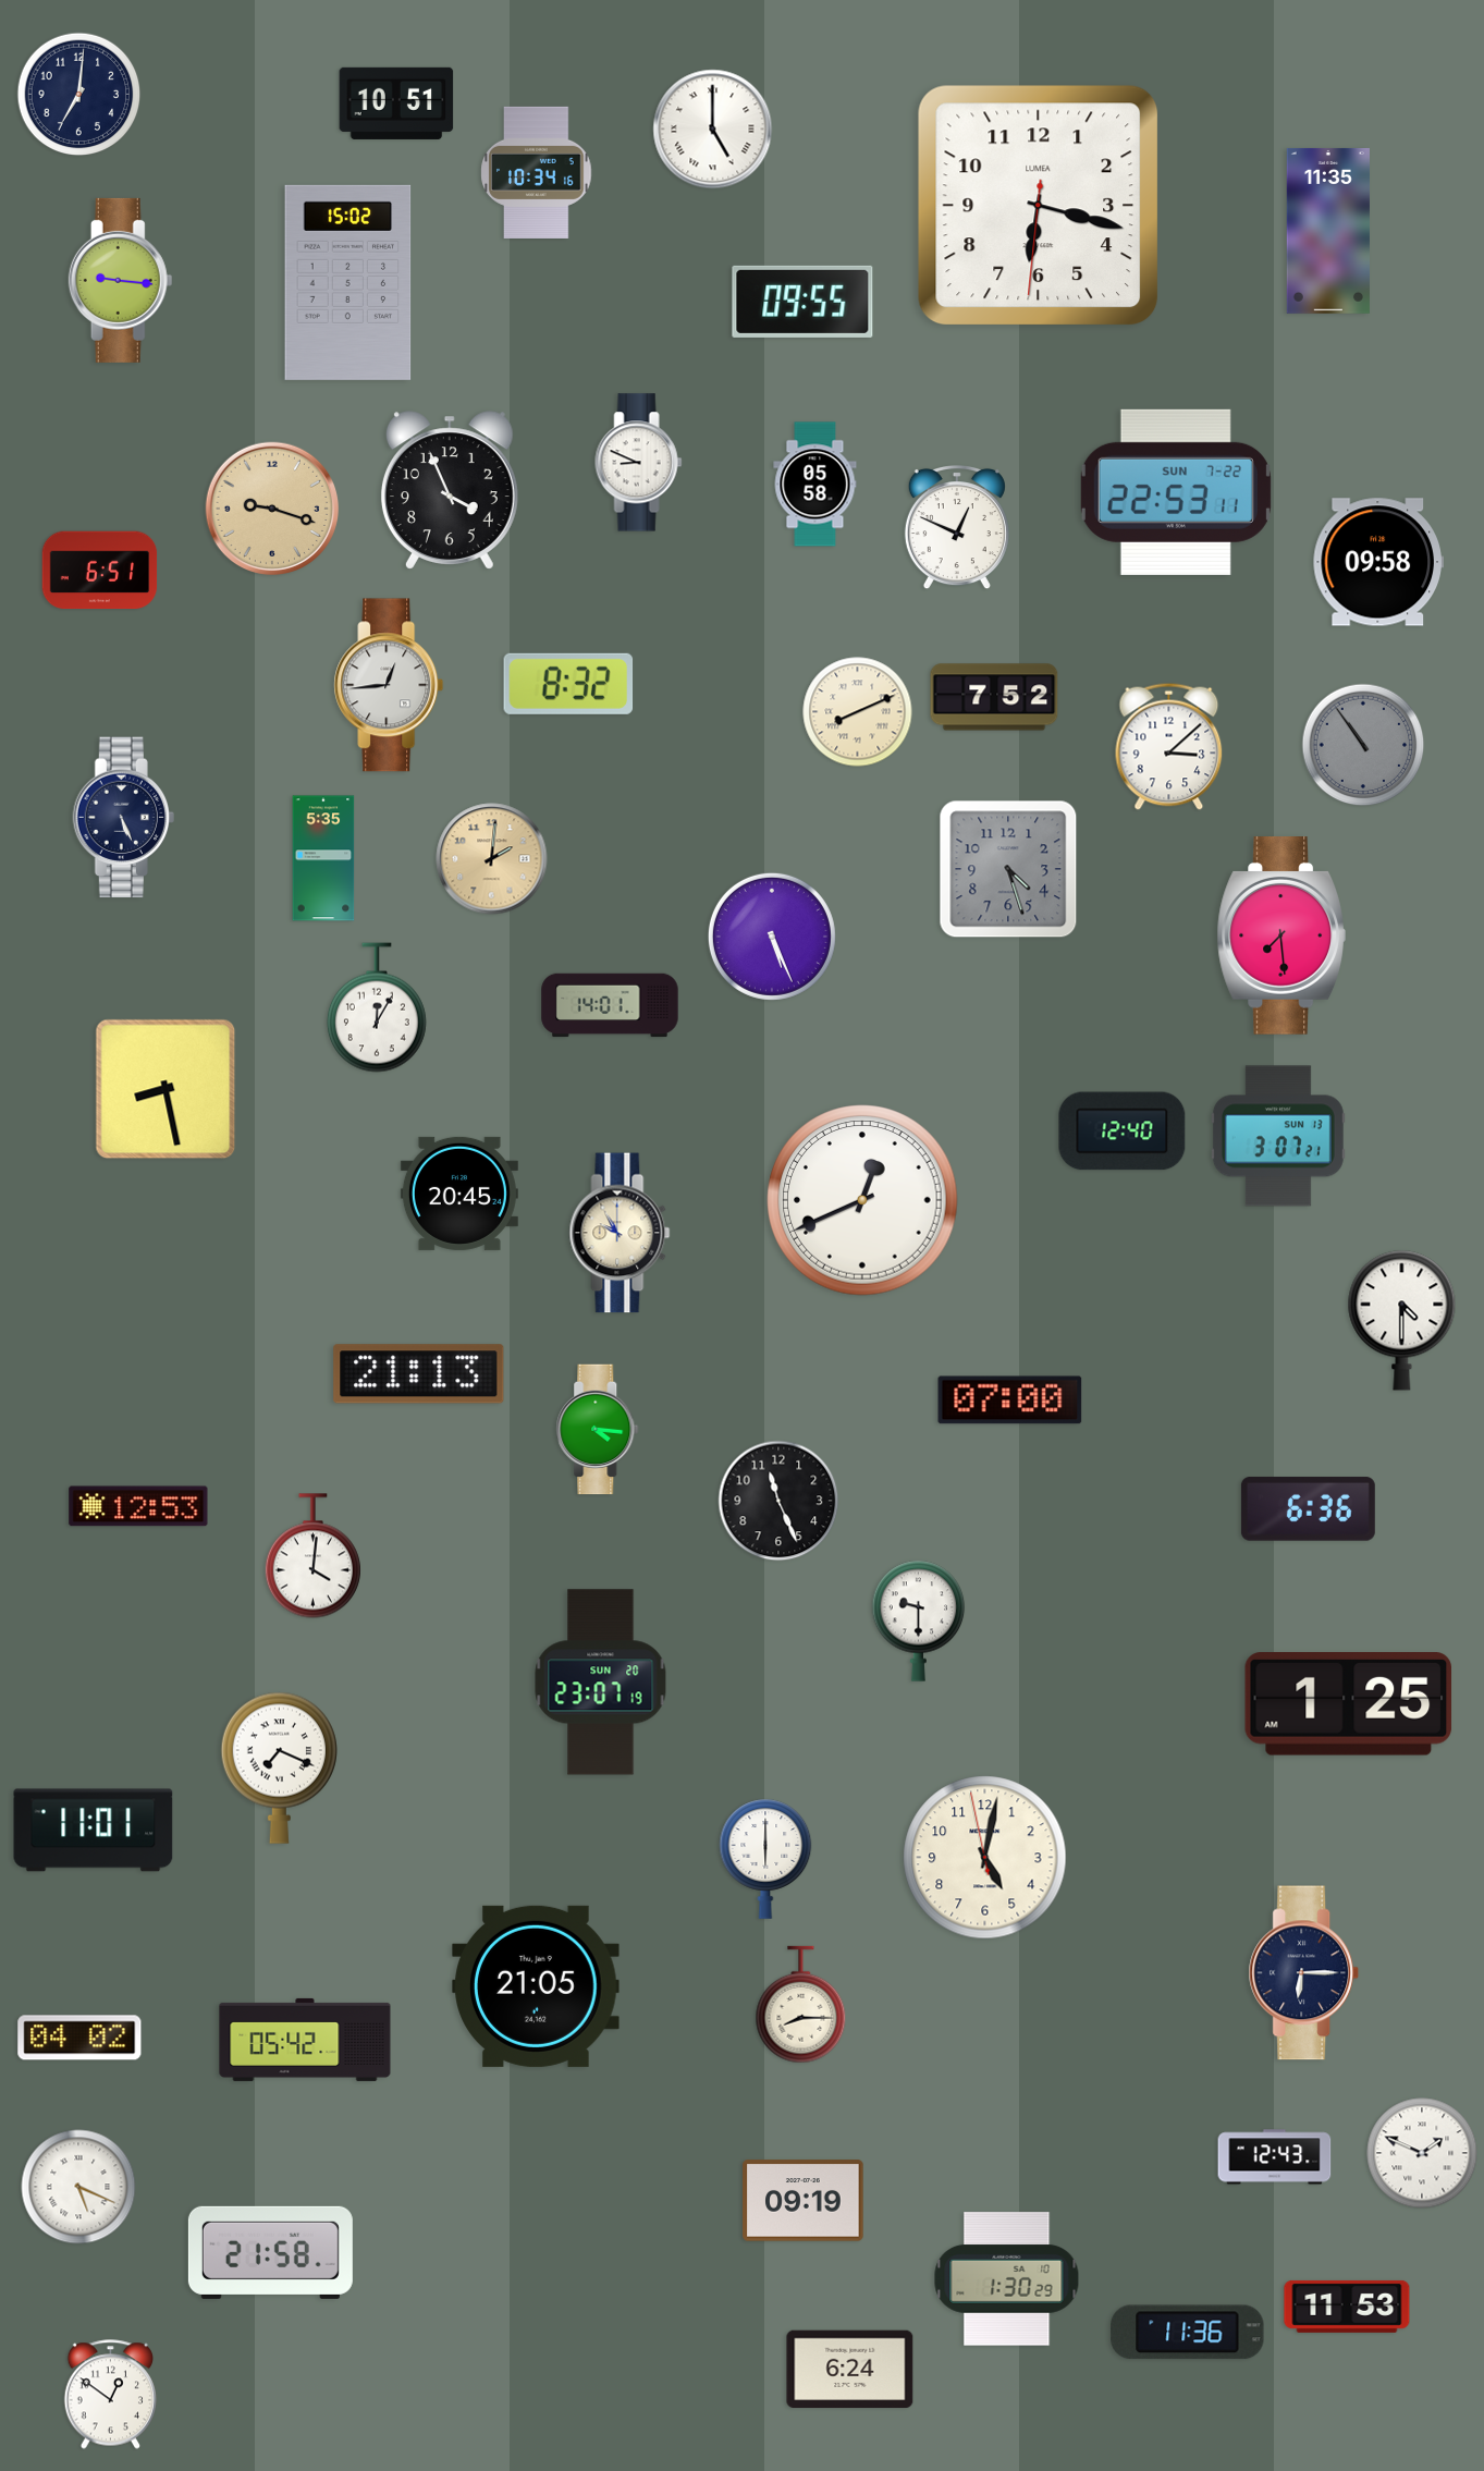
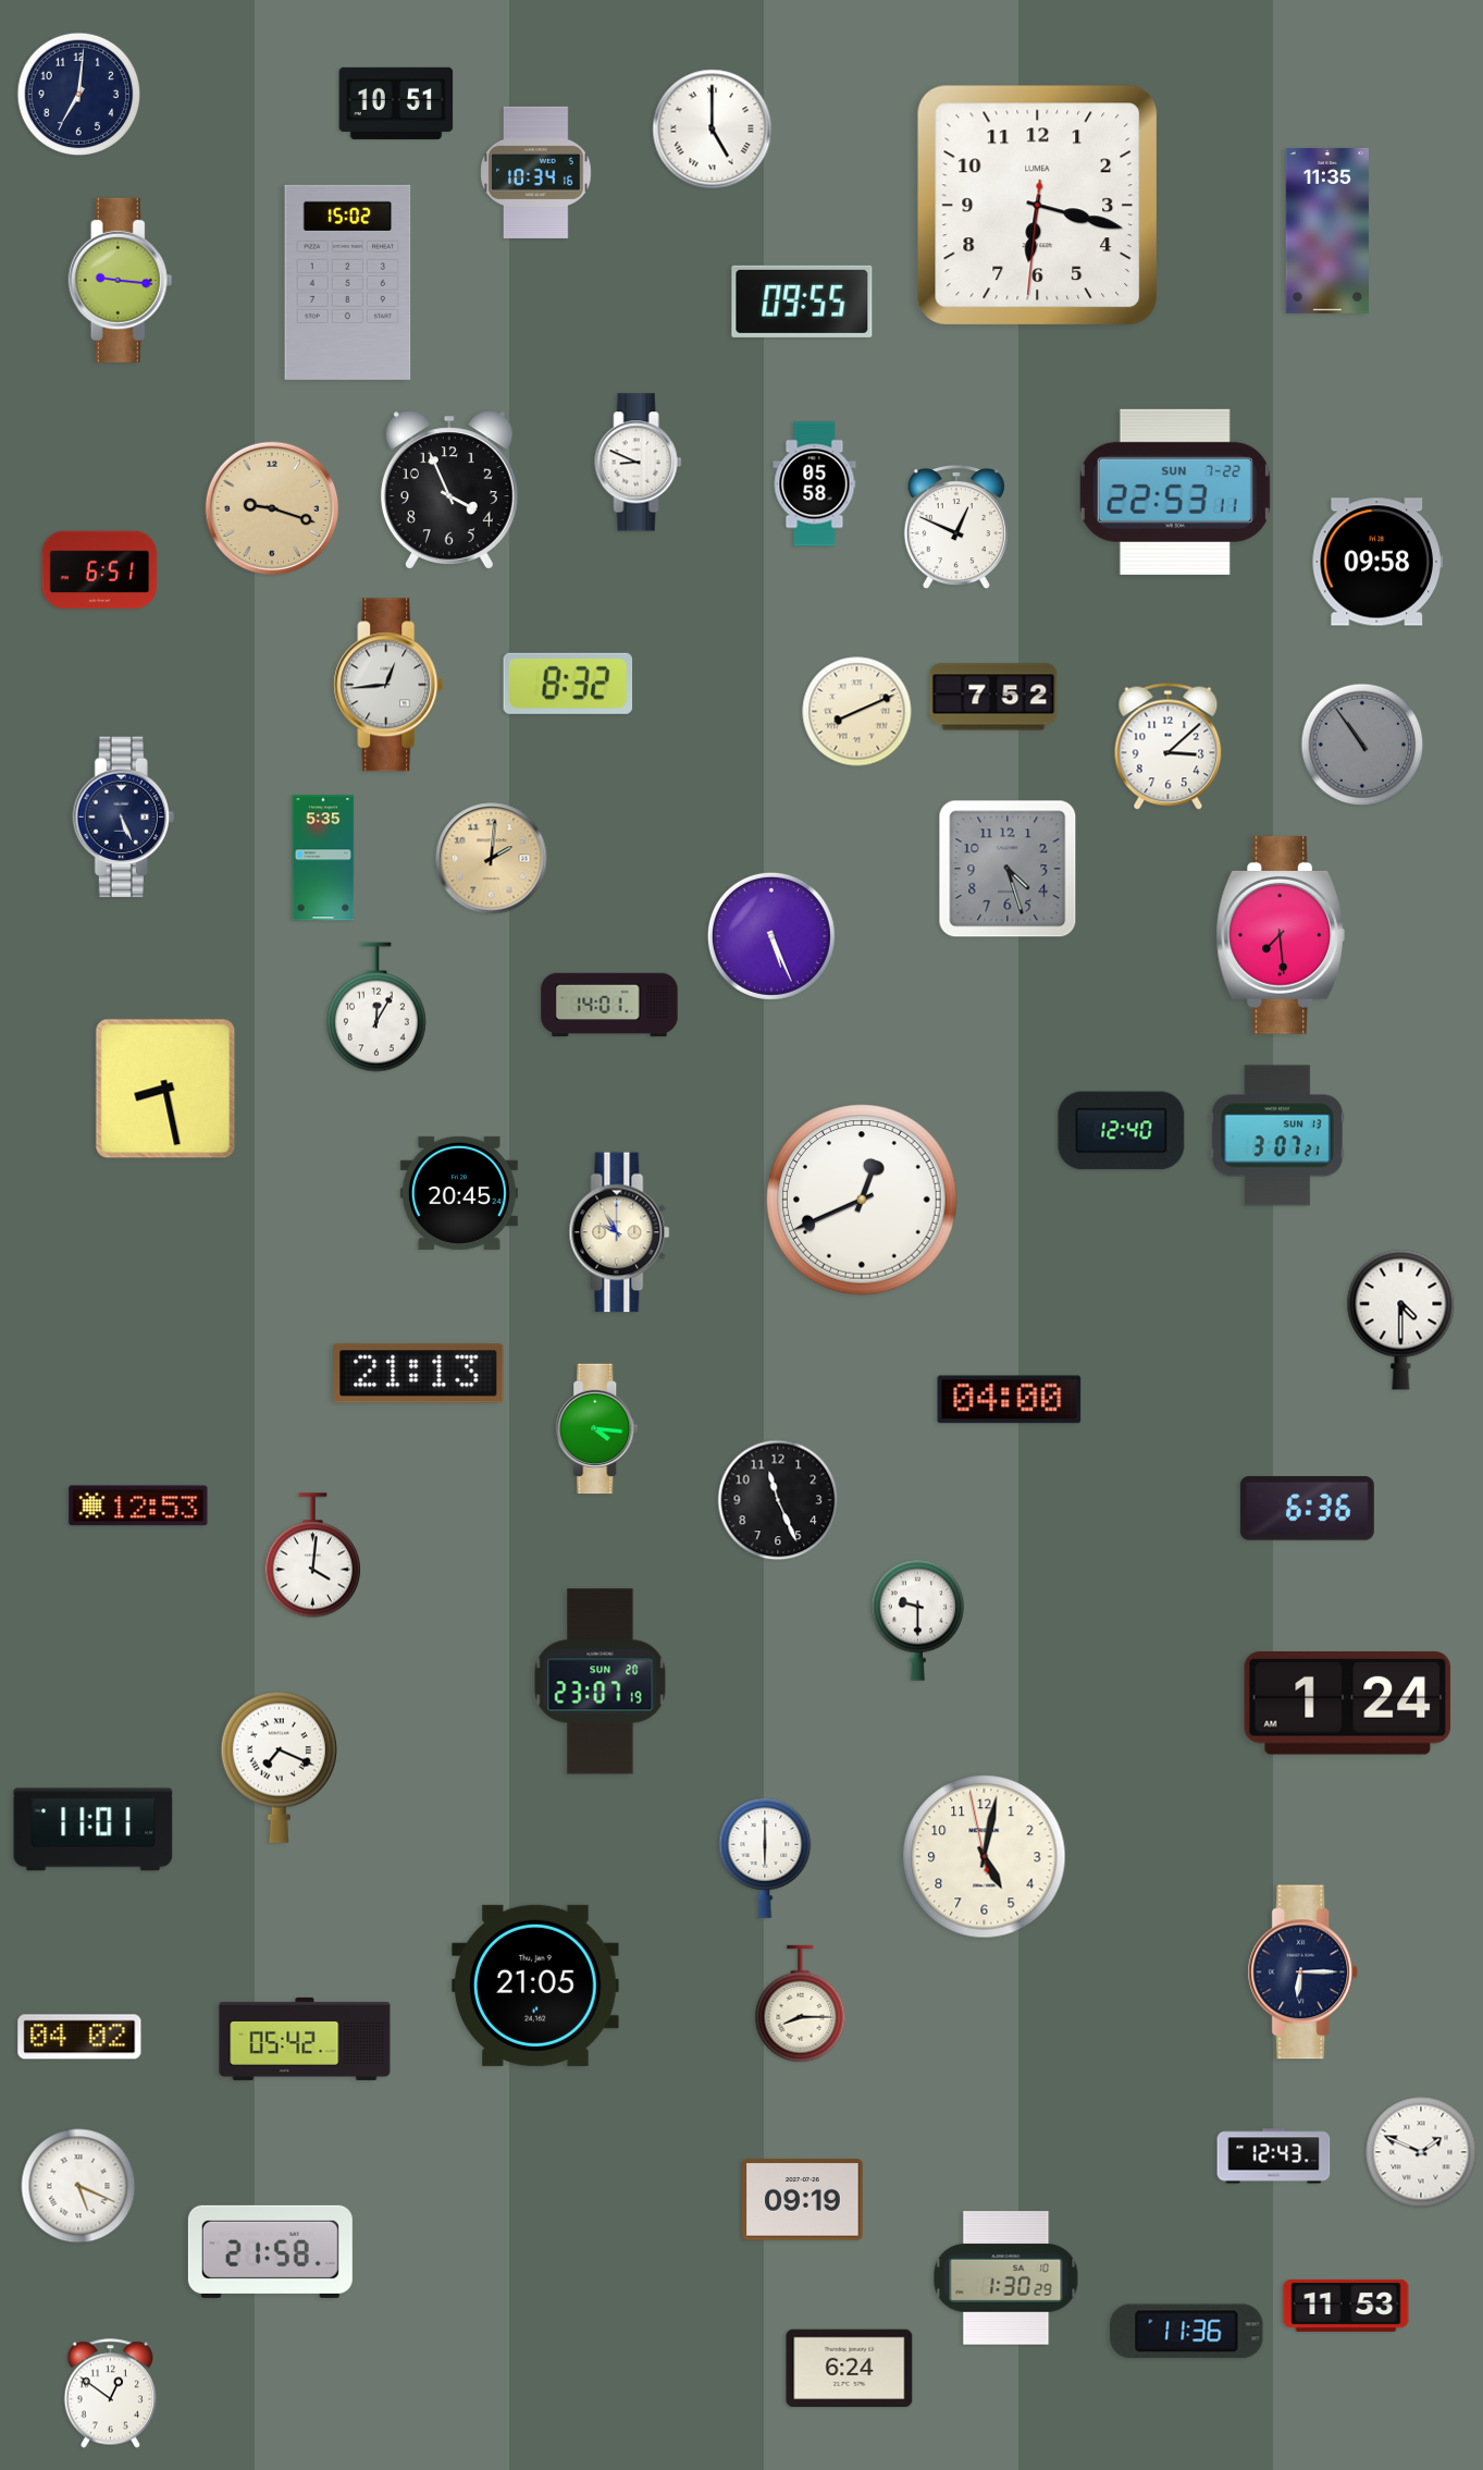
clock at (1010, 1400): 07:00 -> 04:00
clock at (1349, 1704): 1:25 -> 1:24
